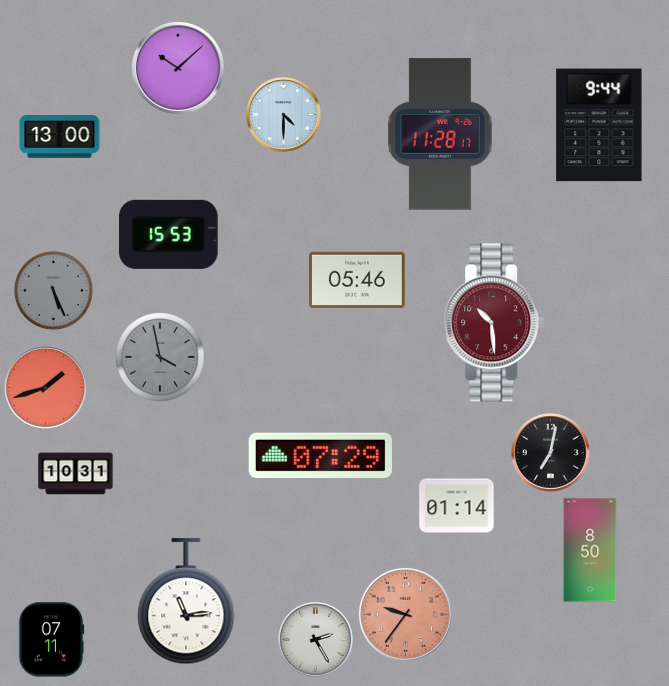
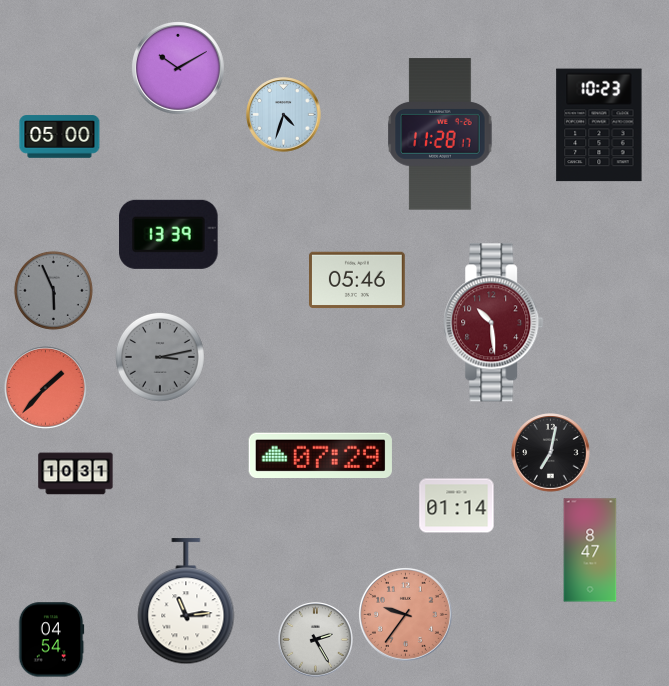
clock at (178, 68): 10:08 -> 10:10
clock at (284, 115): 4:30 -> 4:33
clock at (599, 125): 9:44 -> 10:23
clock at (60, 137): 13:00 -> 05:00
clock at (169, 234): 15:53 -> 13:39
clock at (53, 290): 5:26 -> 5:56
clock at (160, 357): 3:58 -> 3:13
clock at (46, 388): 1:42 -> 1:37
clock at (590, 550): 8:50 -> 8:47
clock at (51, 640): 07:11 -> 04:54
